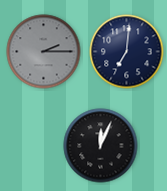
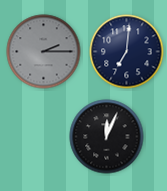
clock at (101, 146) position: (101, 146) -> (107, 137)
